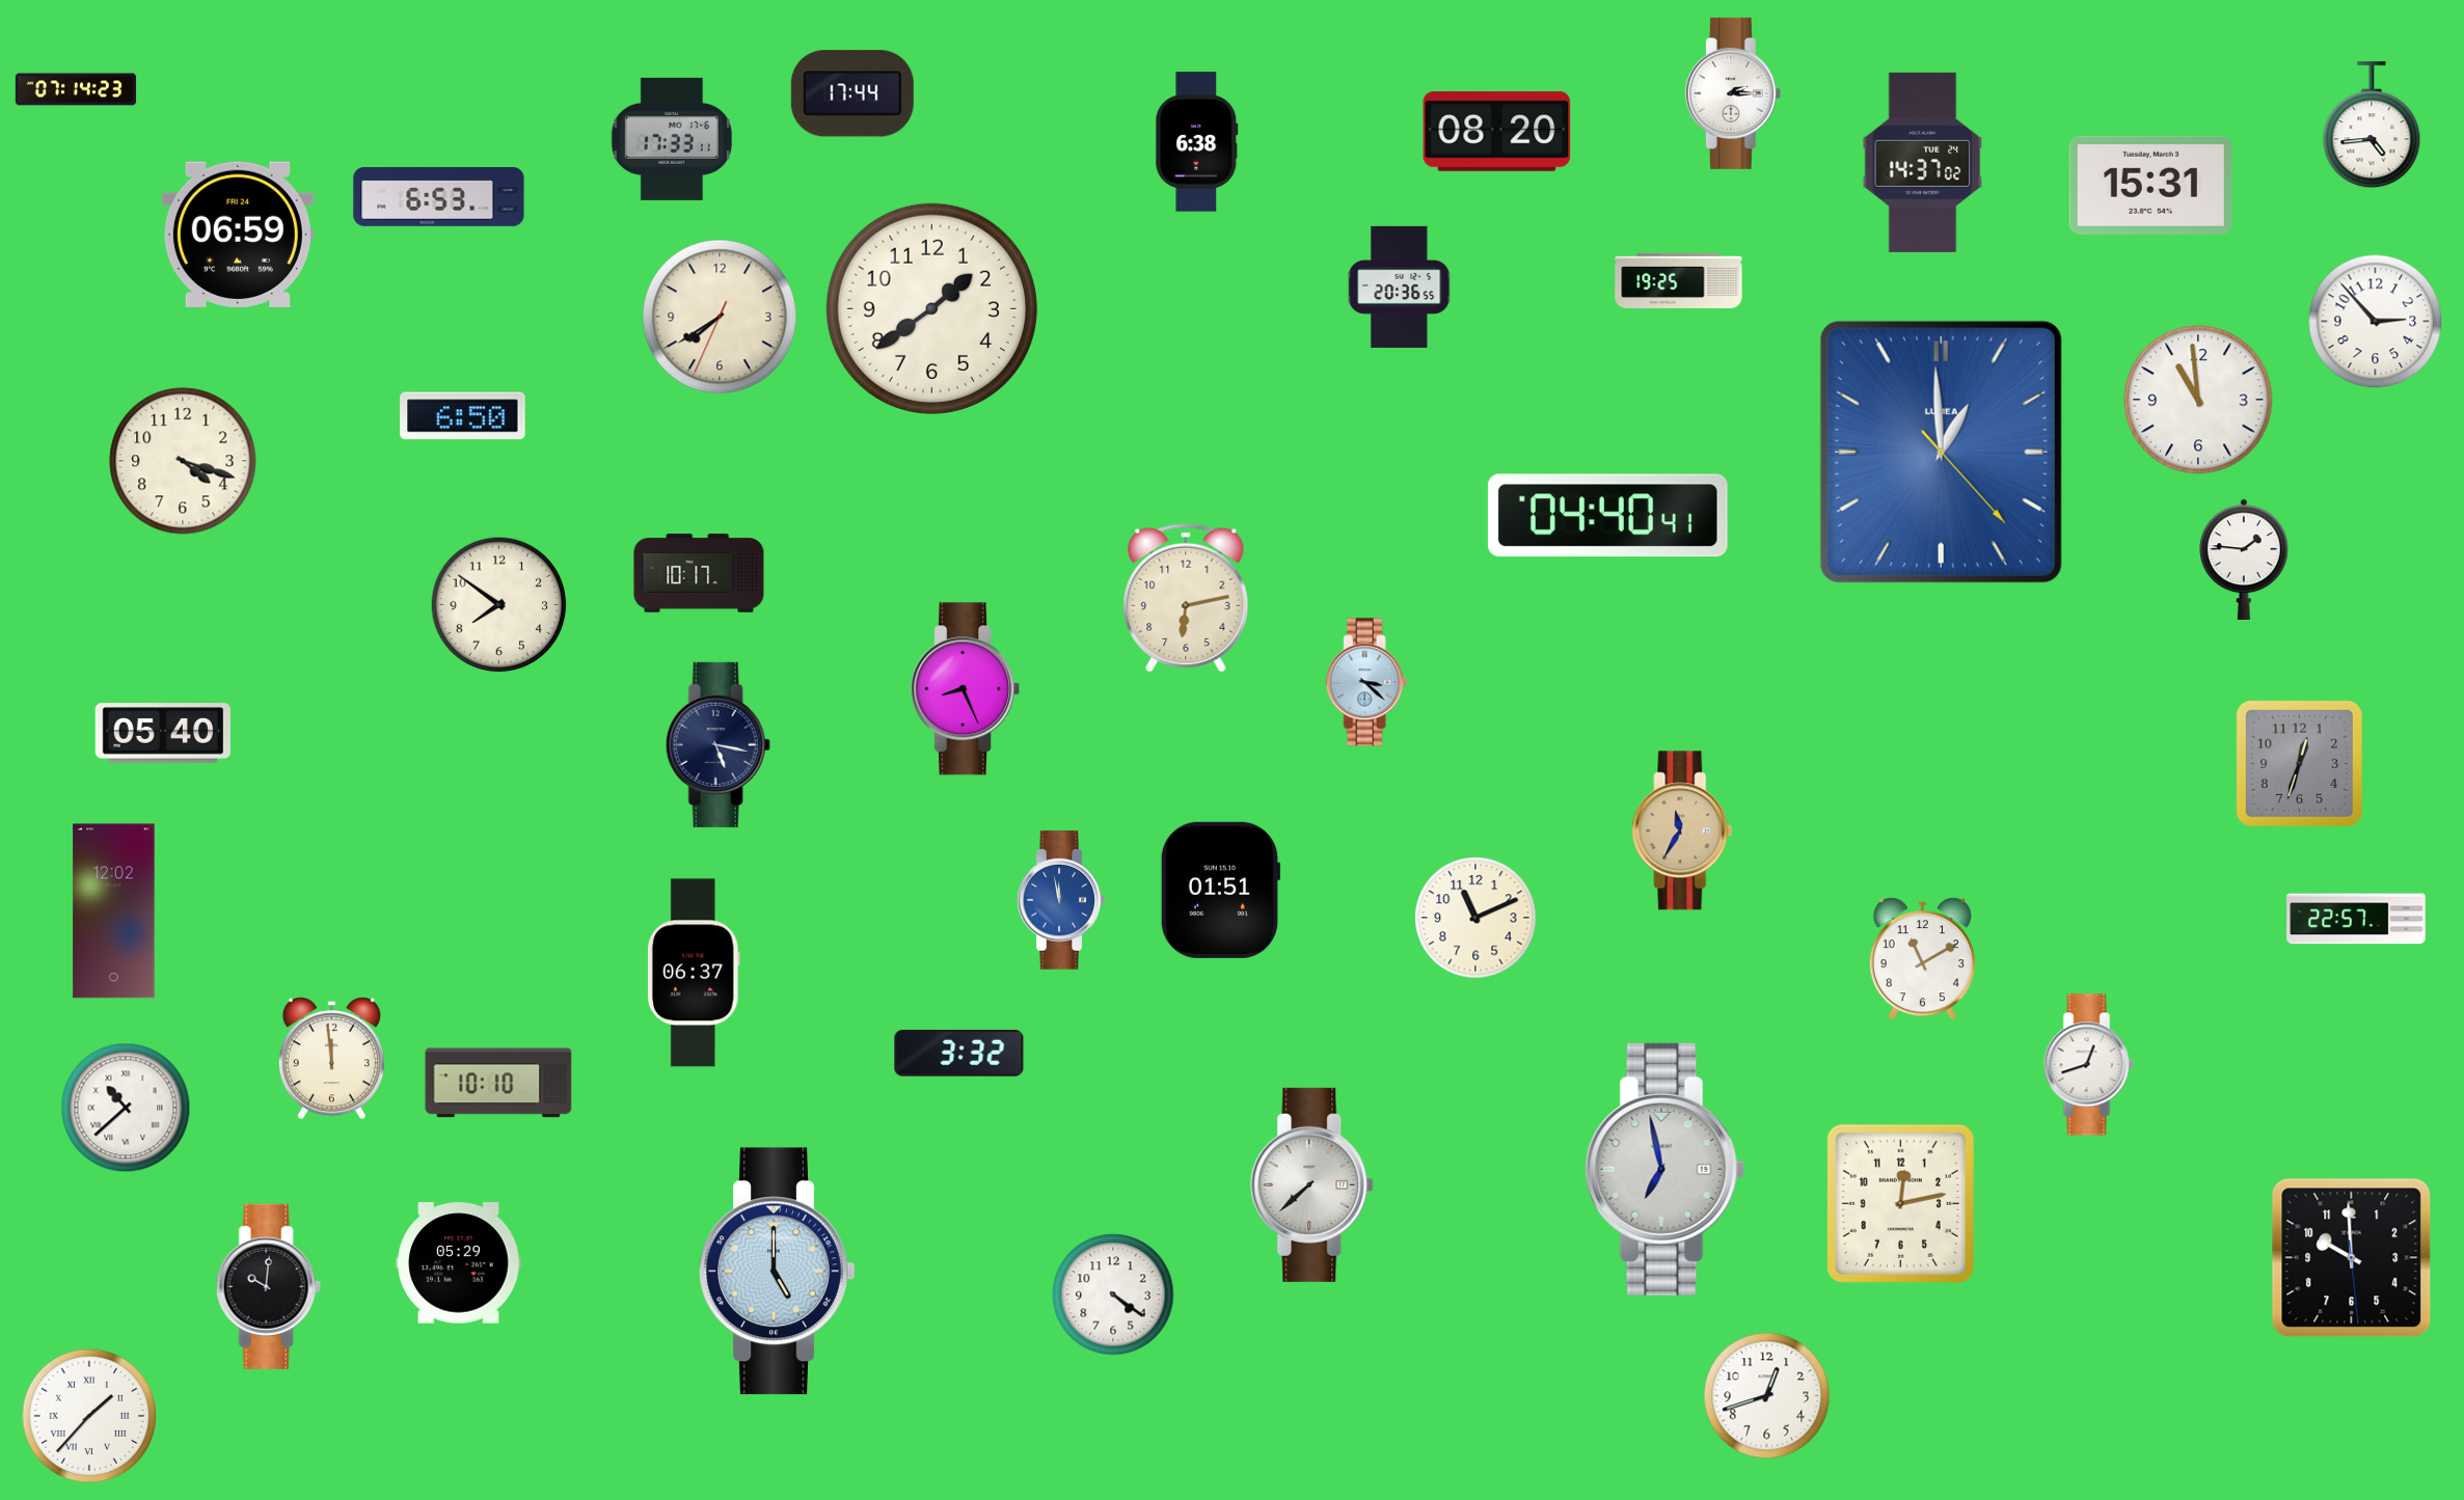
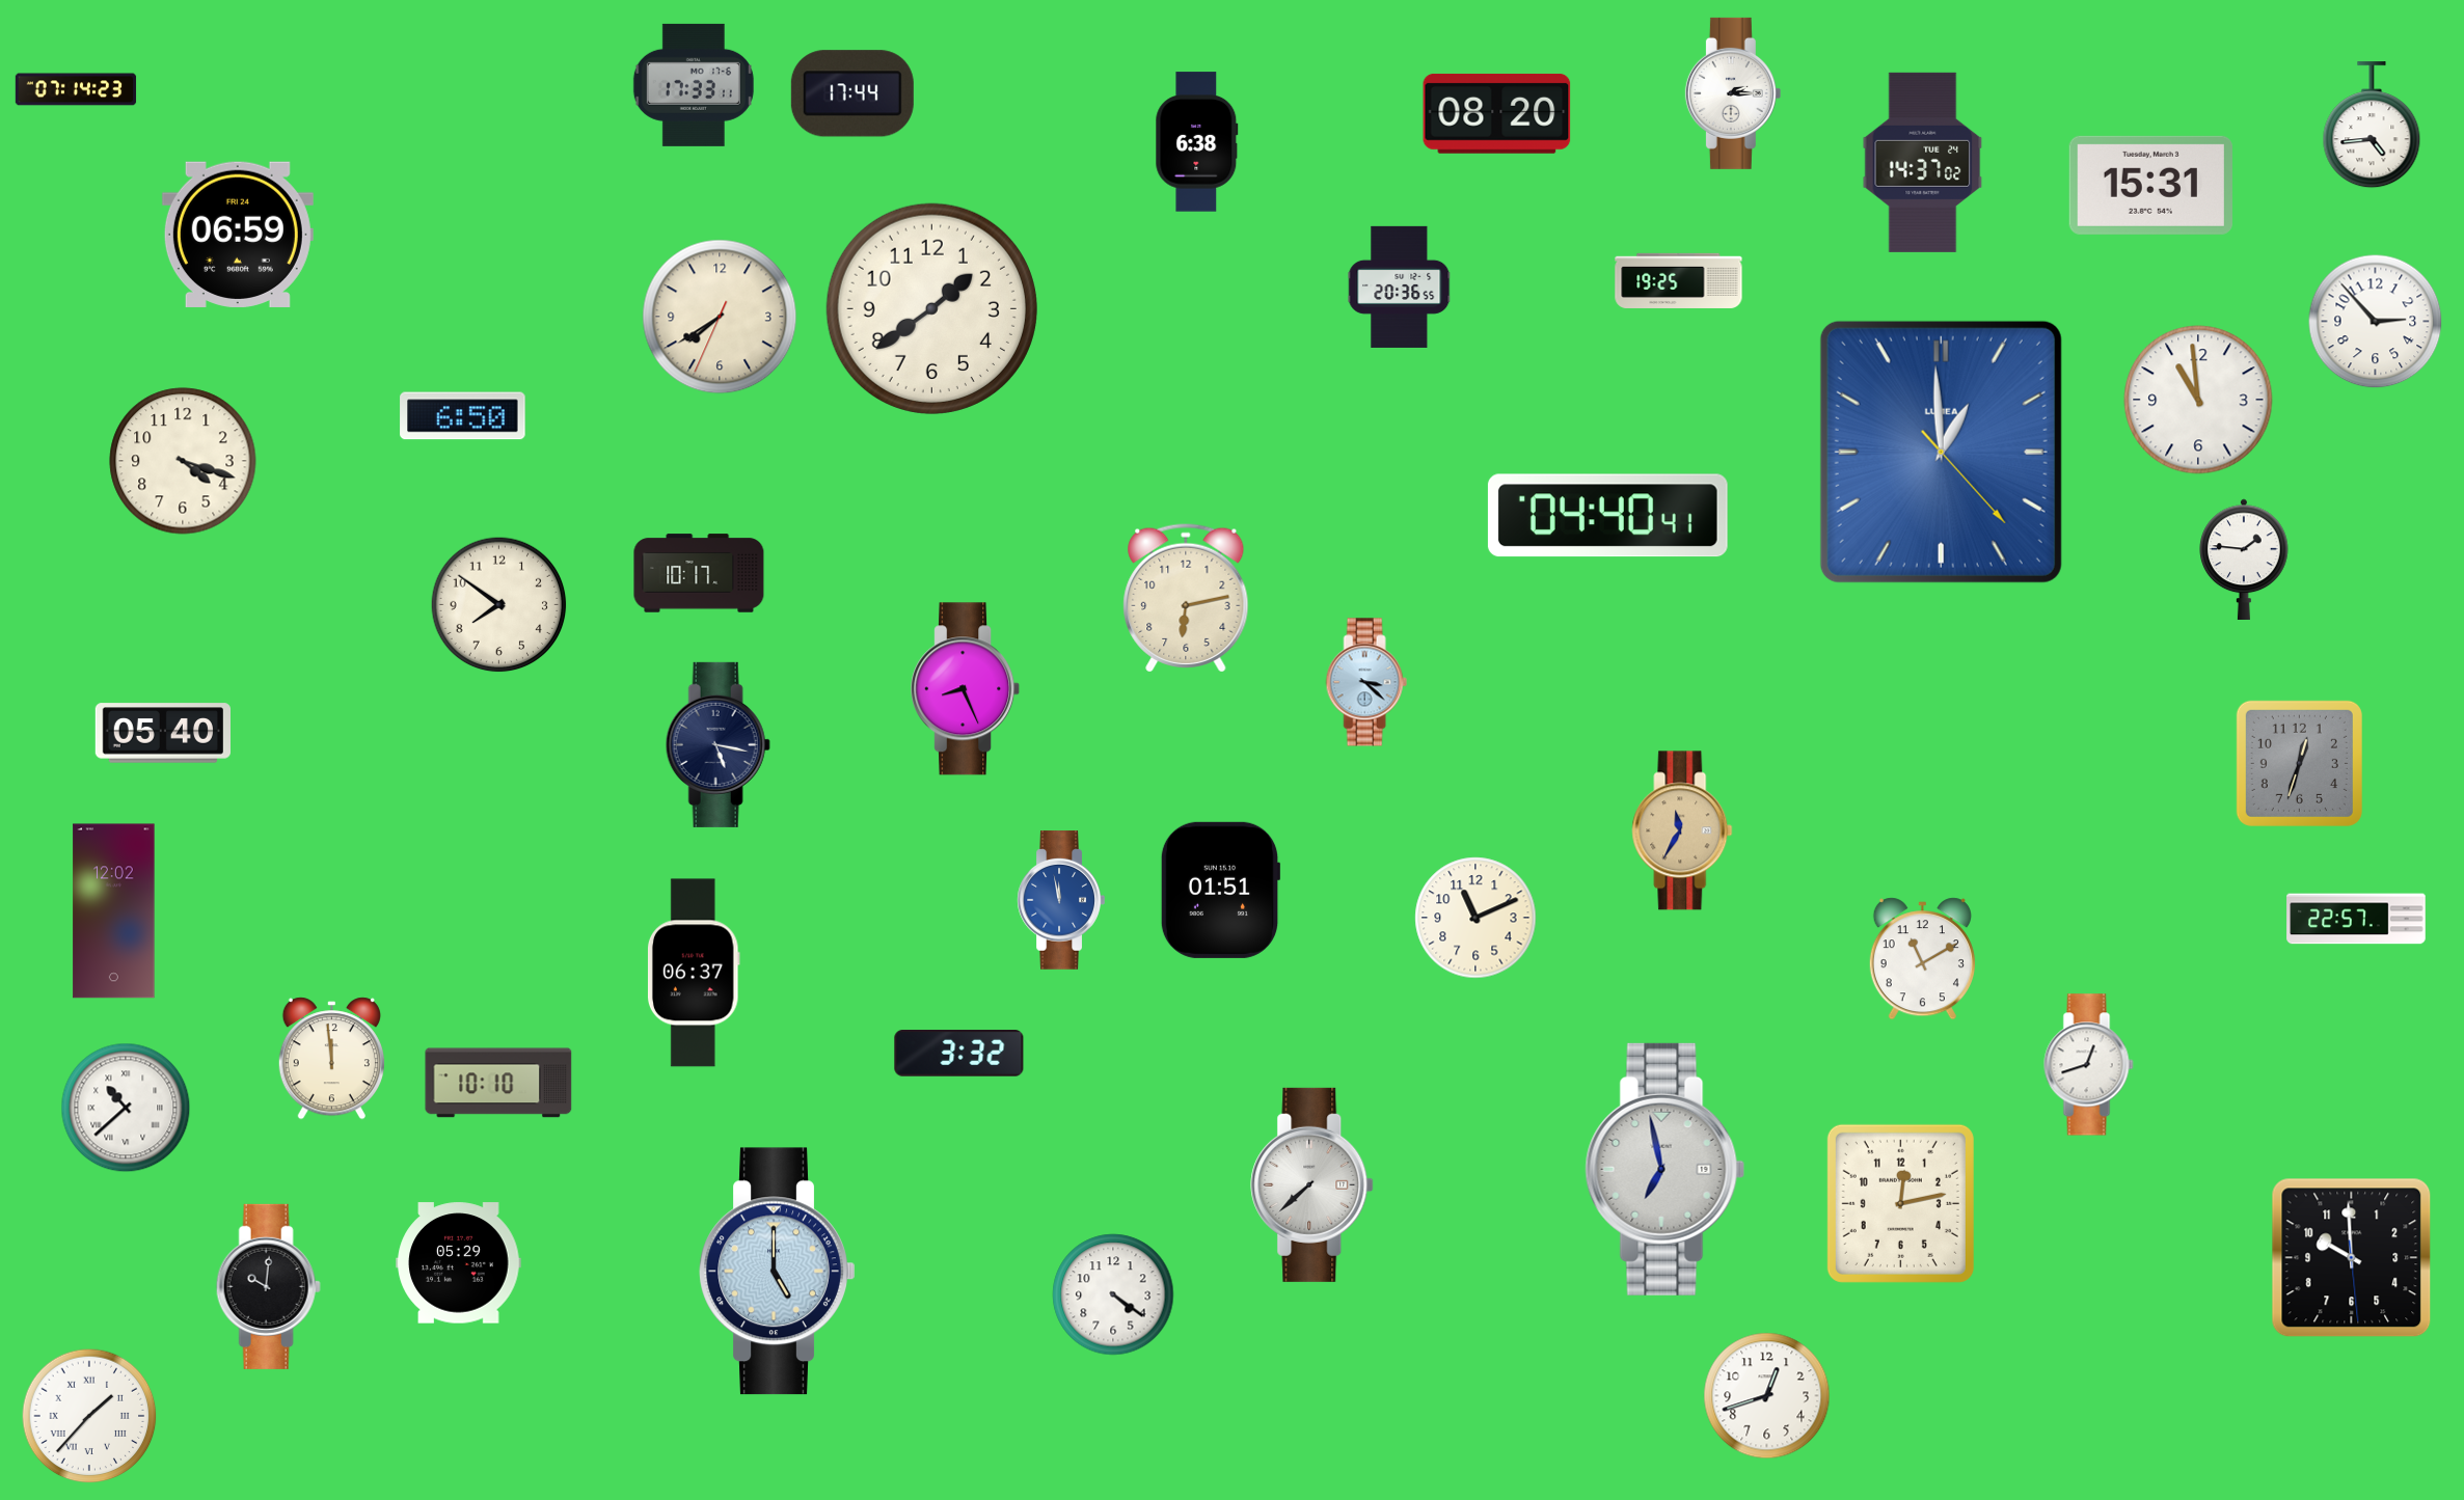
clock at (1497, 131) position: (1497, 131) -> (1497, 113)
clock at (672, 139) position: (672, 139) -> (694, 85)
clock at (439, 196): 6:53 -> none
